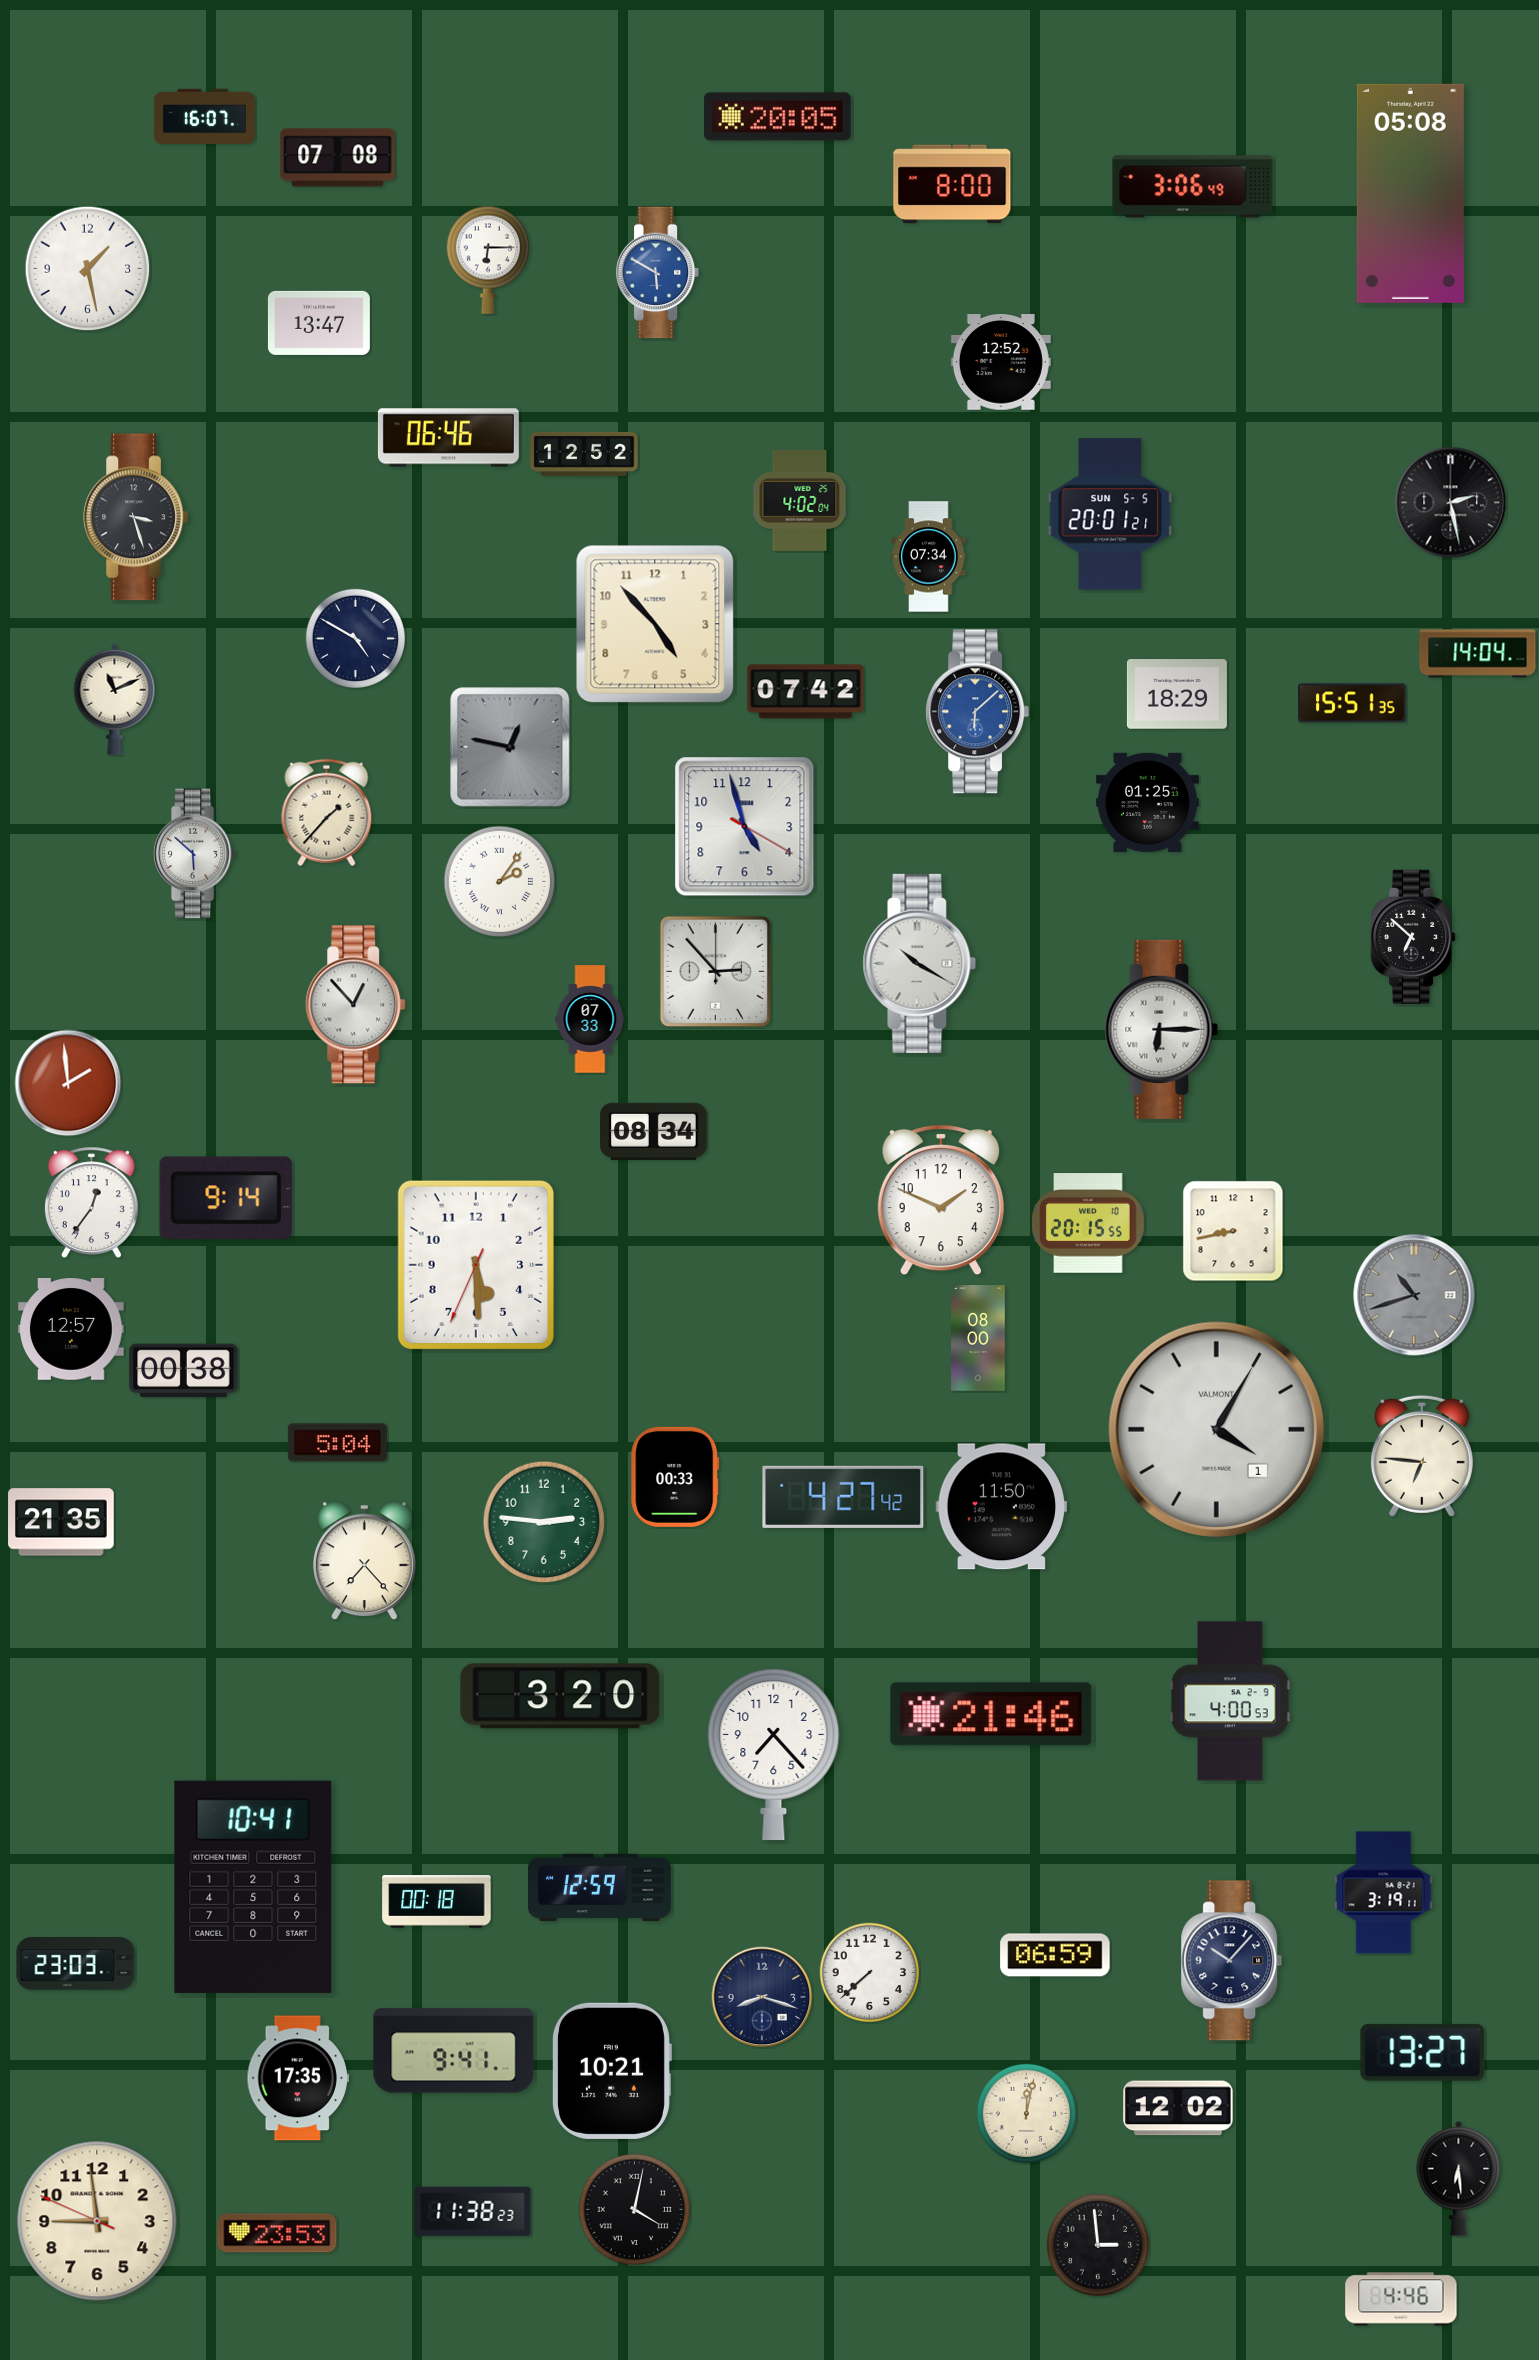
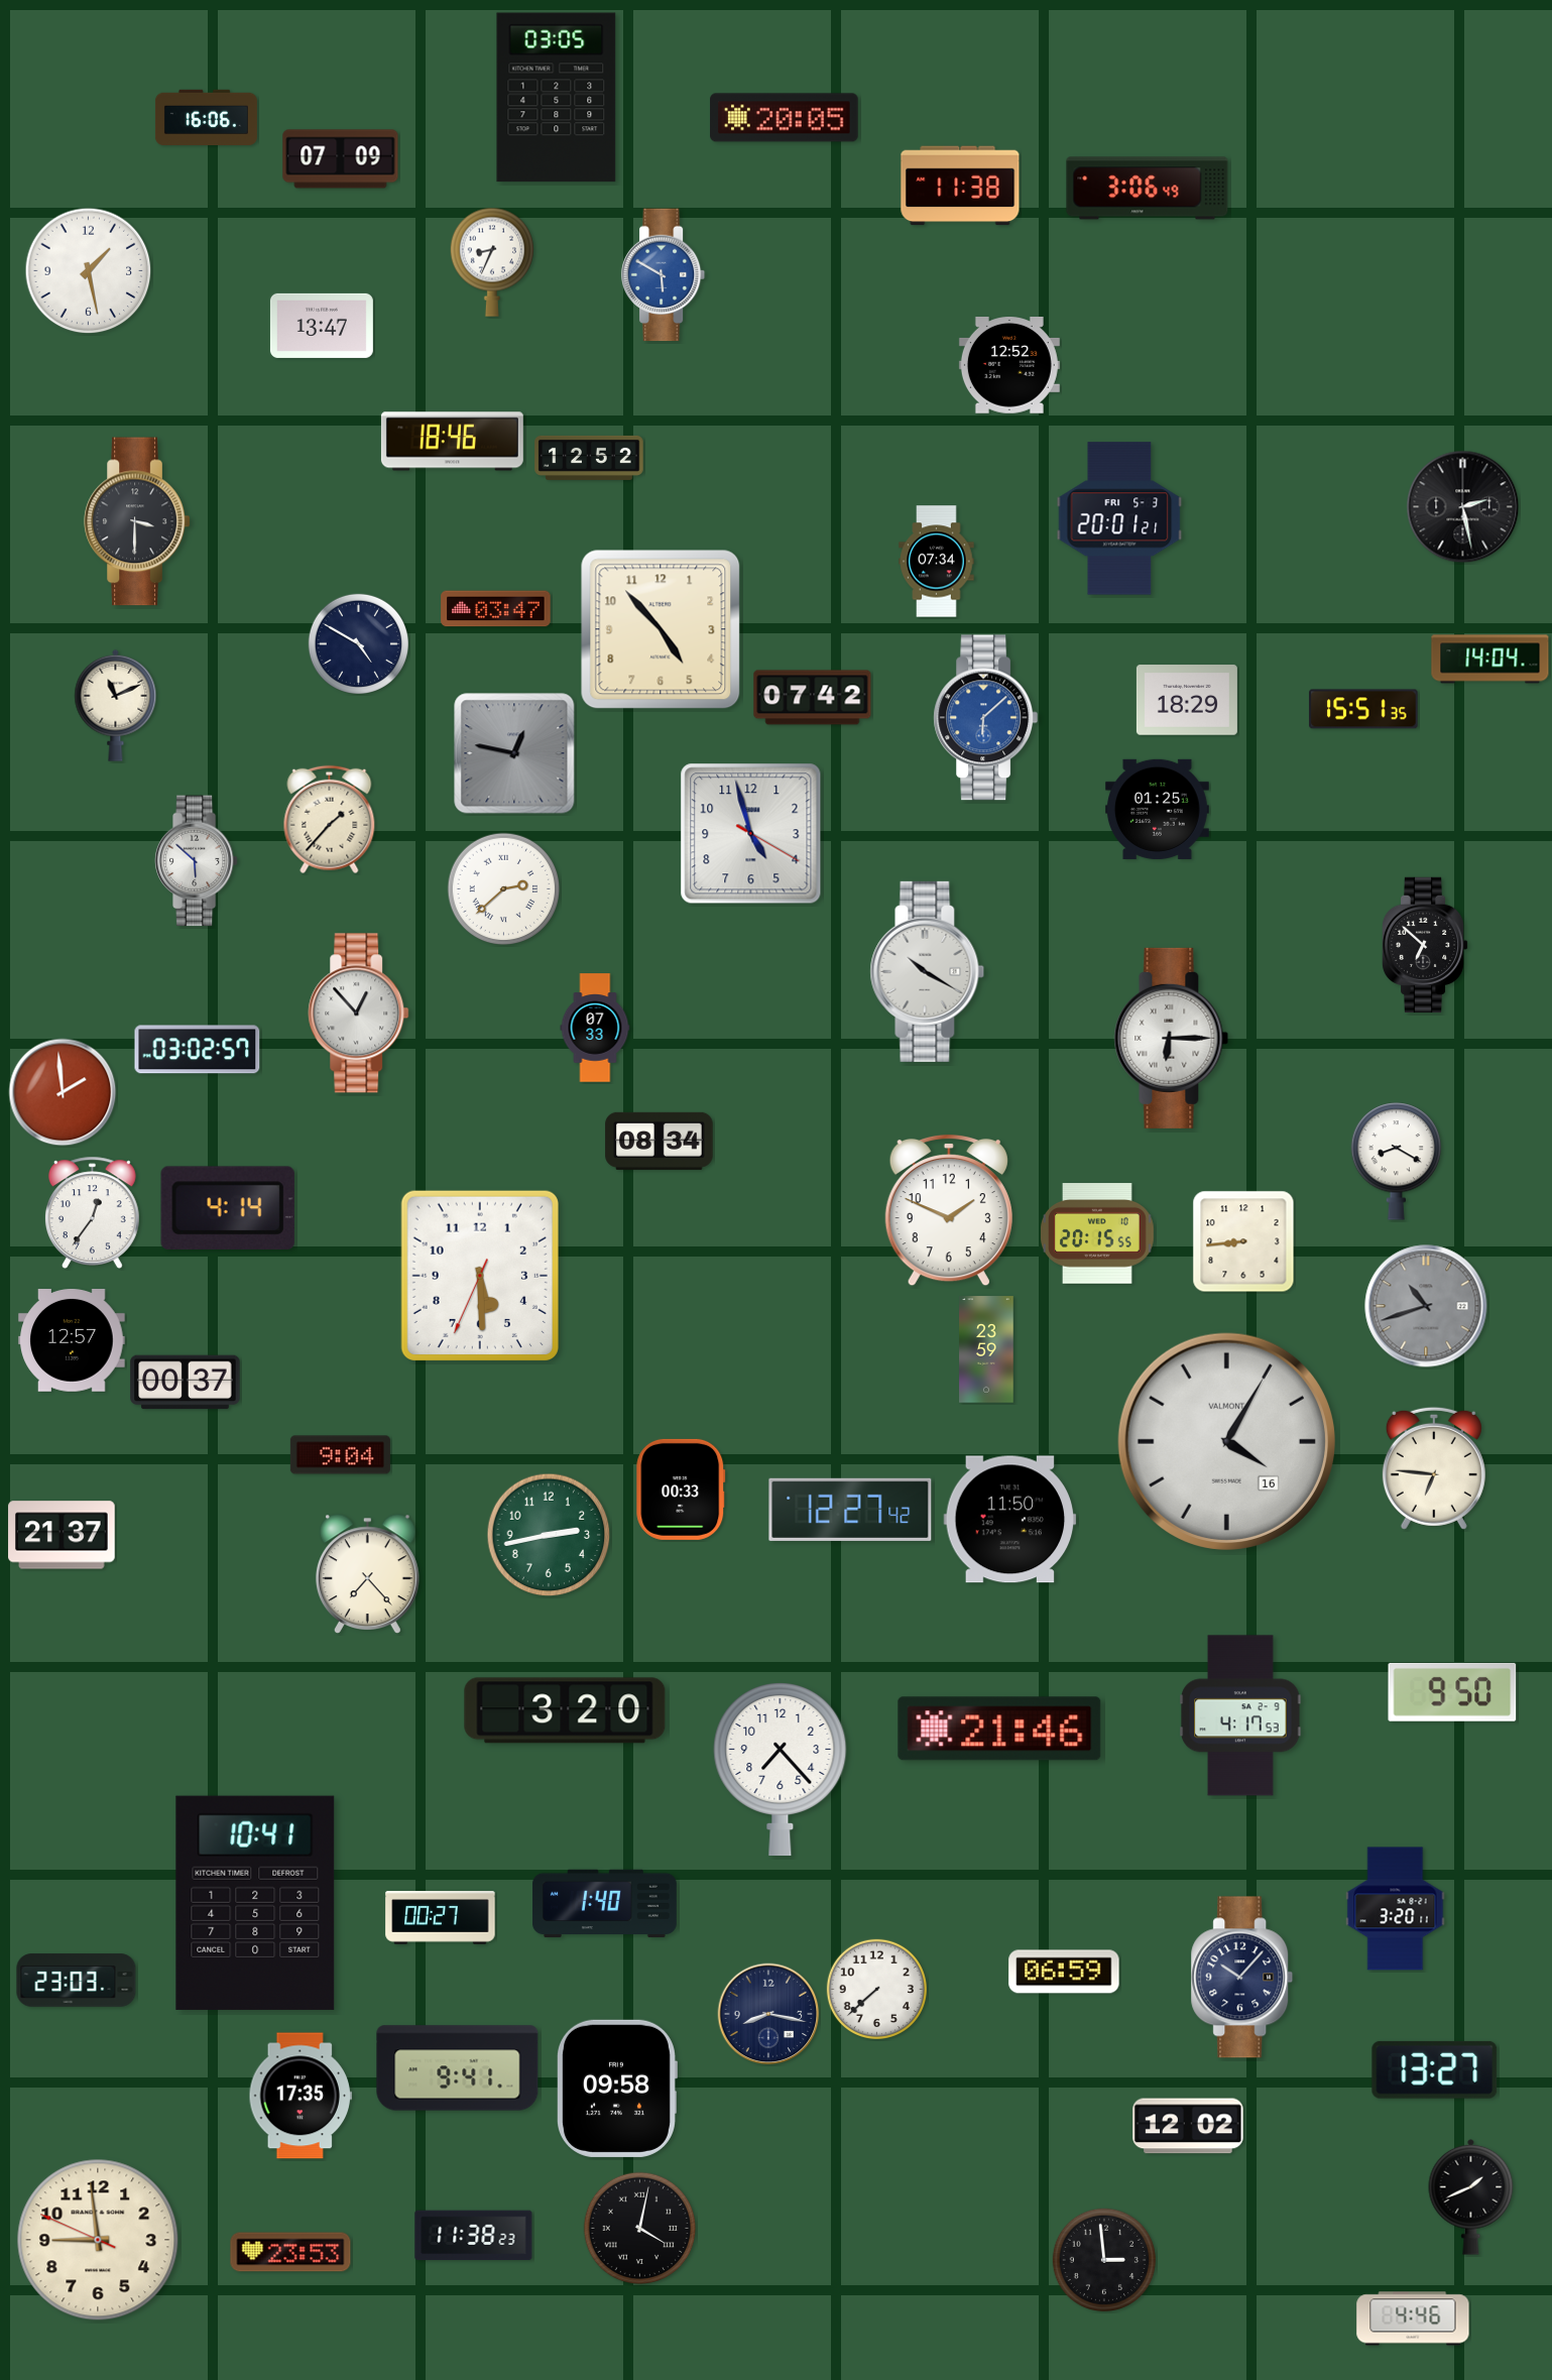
clock at (557, 98): none -> 03:05
clock at (204, 116): 16:07 -> 16:06
clock at (338, 158): 07:08 -> 07:09
clock at (952, 184): 8:00 -> 11:38
clock at (1193, 187) position: (1193, 187) -> (1148, 189)
clock at (1410, 193): 05:08 -> none
clock at (487, 260): 6:15 -> 8:34
clock at (448, 438): 06:46 -> 18:46
clock at (800, 500): 4:02 -> none
clock at (1110, 514) date: SUN 5-5 -> FRI 5-3
clock at (136, 517): 3:27 -> 3:30
clock at (496, 609): none -> 03:47
clock at (500, 882): 2:06 -> 2:38
clock at (715, 971): 2:53 -> none
clock at (198, 1050): none -> 03:02
clock at (68, 1083) position: (68, 1083) -> (63, 1092)
clock at (1397, 1162): none -> 8:20
clock at (226, 1198): 9:14 -> 4:14
clock at (1233, 1231): 8:43 -> 8:44
clock at (978, 1338): 08:00 -> 23:59
clock at (184, 1371): 00:38 -> 00:37
clock at (1216, 1429) date: 1 -> 16
clock at (337, 1443): 5:04 -> 9:04
clock at (843, 1497): 4:27 -> 12:27
clock at (61, 1522): 21:35 -> 21:37
clock at (544, 1522): 2:46 -> 2:43
clock at (1452, 1692): none -> 9:50
clock at (1230, 1701): 4:00 -> 4:17
clock at (600, 1888): 12:59 -> 1:40
clock at (1384, 1893): 3:19 -> 3:20
clock at (437, 1902): 00:18 -> 00:27
clock at (762, 1997): 8:18 -> 8:17
clock at (612, 2071): 10:21 -> 09:58
clock at (1026, 2113): 12:02 -> none
clock at (1459, 2178): 6:29 -> 1:41
clock at (473, 2212) position: (473, 2212) -> (474, 2236)
clock at (277, 2233) position: (277, 2233) -> (290, 2252)
clock at (1097, 2244) position: (1097, 2244) -> (1103, 2259)
